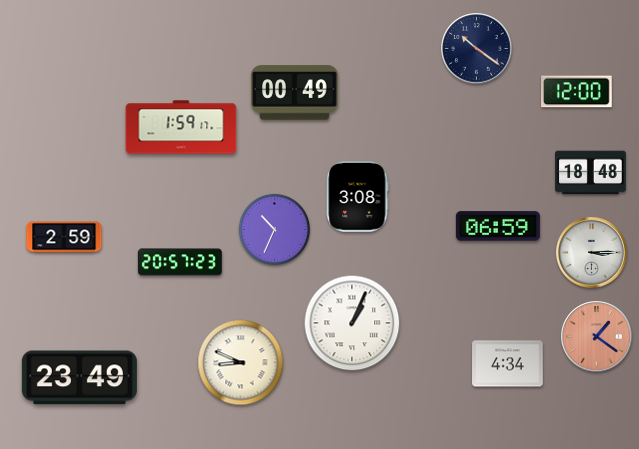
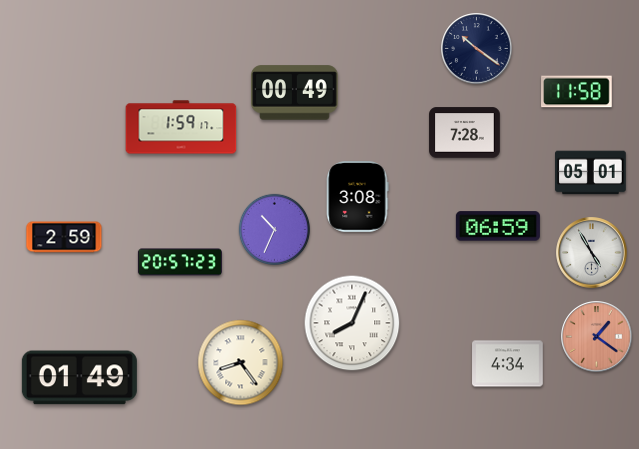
clock at (577, 92): 12:00 -> 11:58
clock at (465, 133): none -> 7:28
clock at (591, 173): 18:48 -> 05:01
clock at (592, 253): 3:15 -> 4:55
clock at (352, 323): 1:04 -> 8:04
clock at (241, 363): 8:49 -> 8:24
clock at (79, 378): 23:49 -> 01:49
